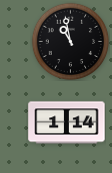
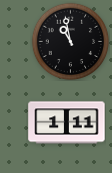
clock at (67, 123): 1:14 -> 1:11
